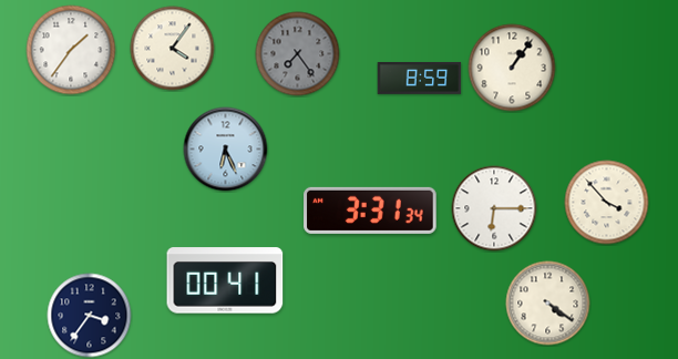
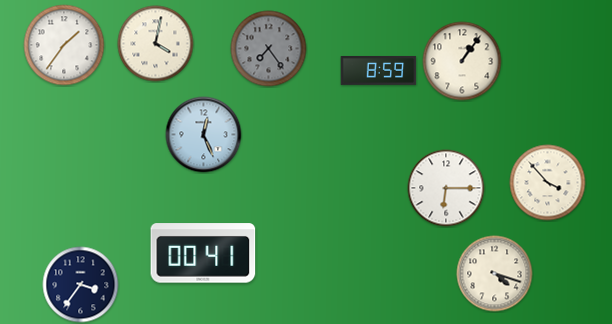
clock at (173, 49): 4:06 -> 4:02
clock at (226, 150): 6:26 -> 12:26
clock at (370, 211): 3:31 -> none
clock at (548, 304): 4:21 -> 4:18
